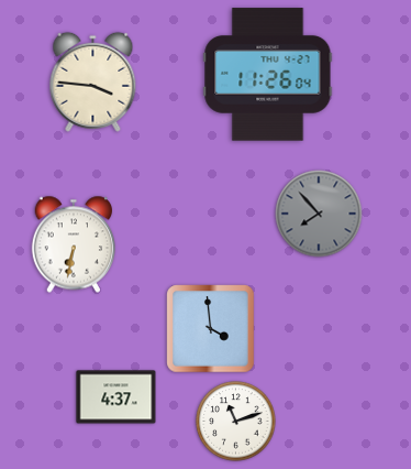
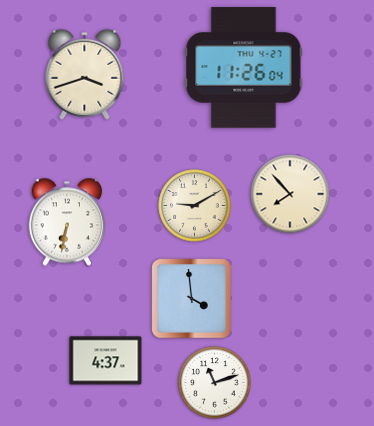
clock at (93, 81): 3:46 -> 3:42
clock at (319, 214) dial: grey -> cream
clock at (195, 206): none -> 9:10
